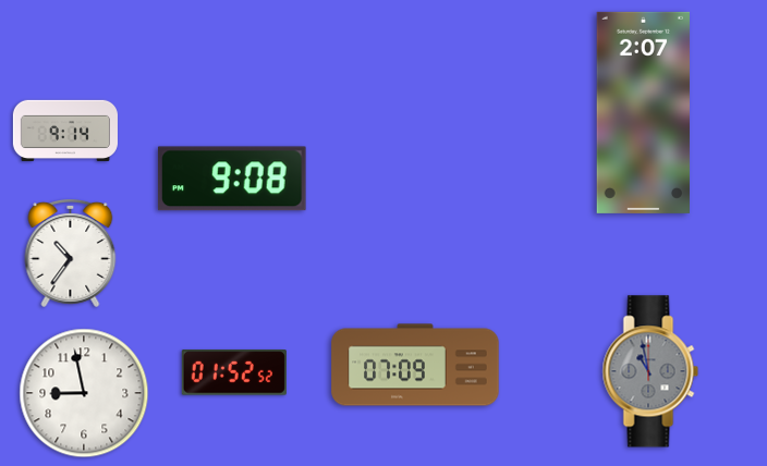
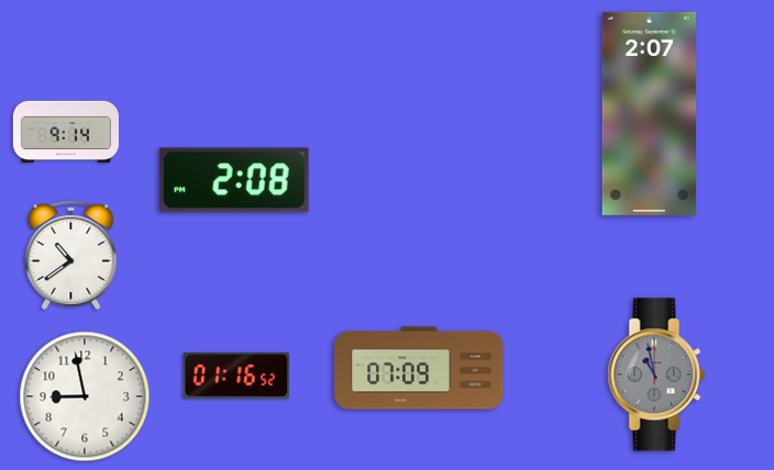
clock at (232, 179): 9:08 -> 2:08
clock at (71, 254): 10:36 -> 10:39
clock at (234, 372): 01:52 -> 01:16
